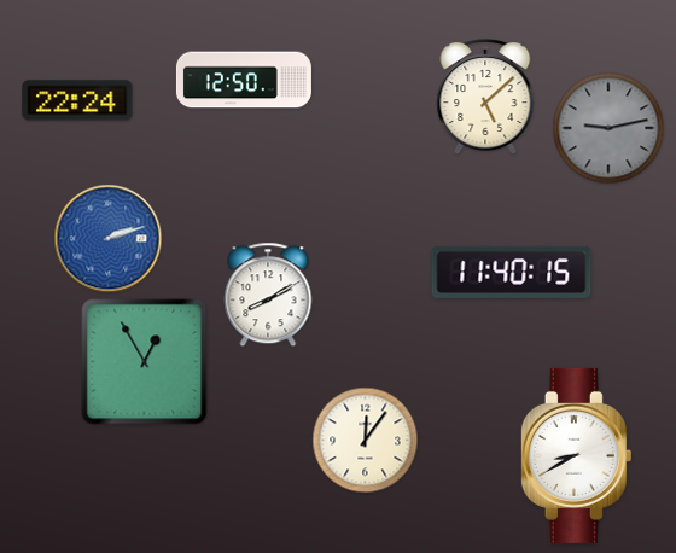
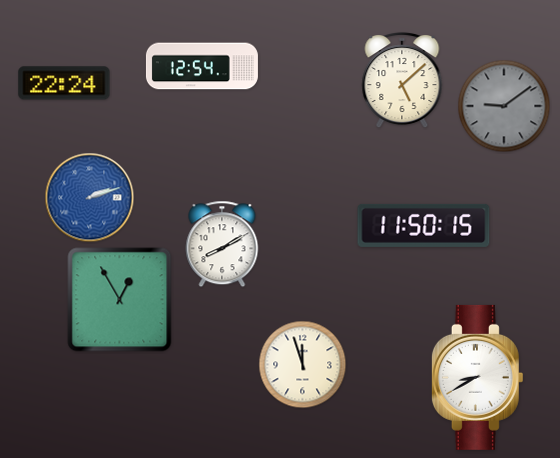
clock at (244, 80): 12:50 -> 12:54
clock at (608, 128): 9:13 -> 9:09
clock at (512, 272): 11:40 -> 11:50
clock at (366, 441): 12:06 -> 11:57
